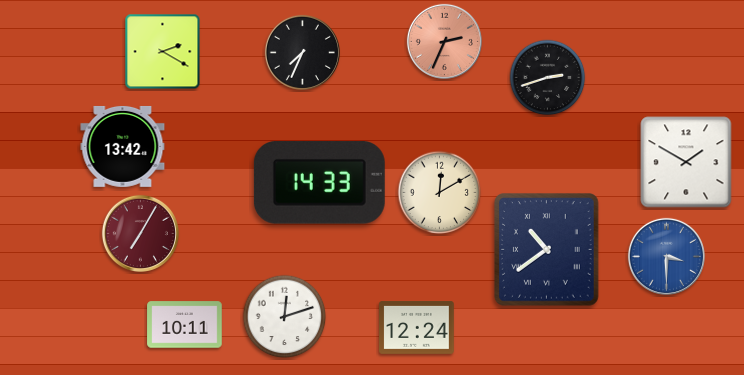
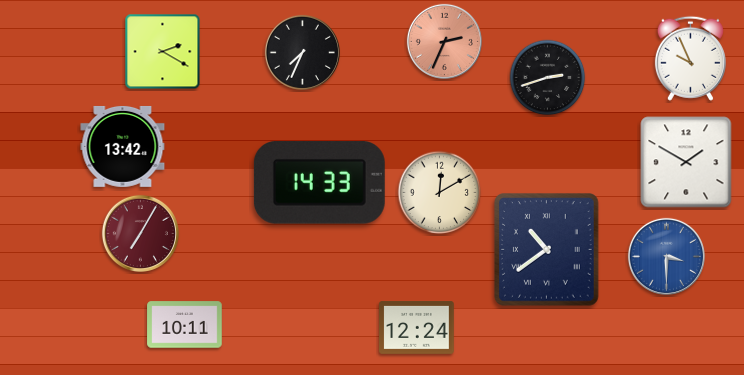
clock at (690, 58): none -> 9:56
clock at (285, 317): 12:12 -> none
